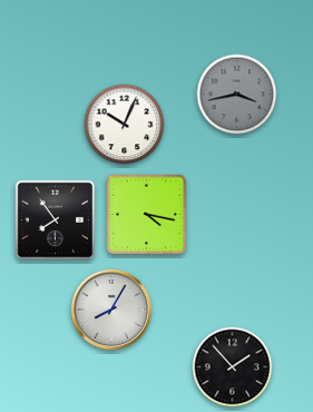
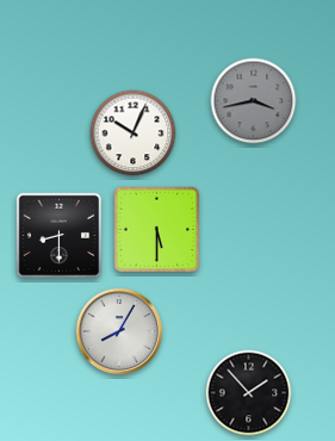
clock at (147, 215): 4:17 -> 5:30
clock at (56, 220): 7:54 -> 8:30
